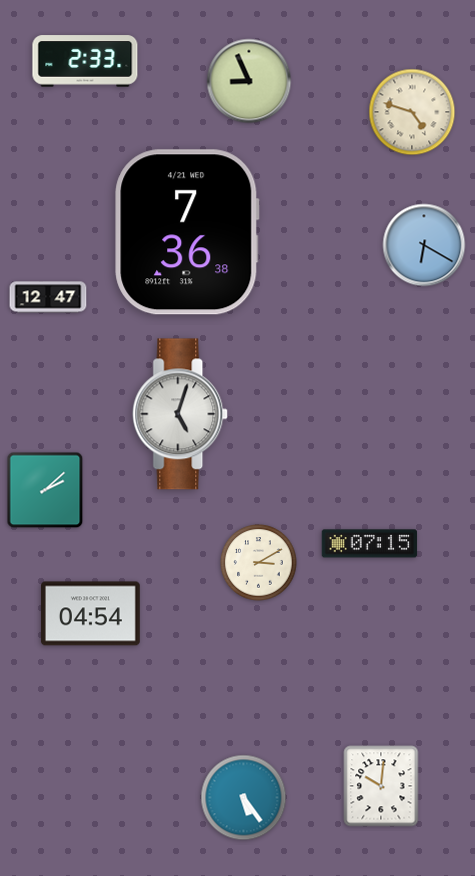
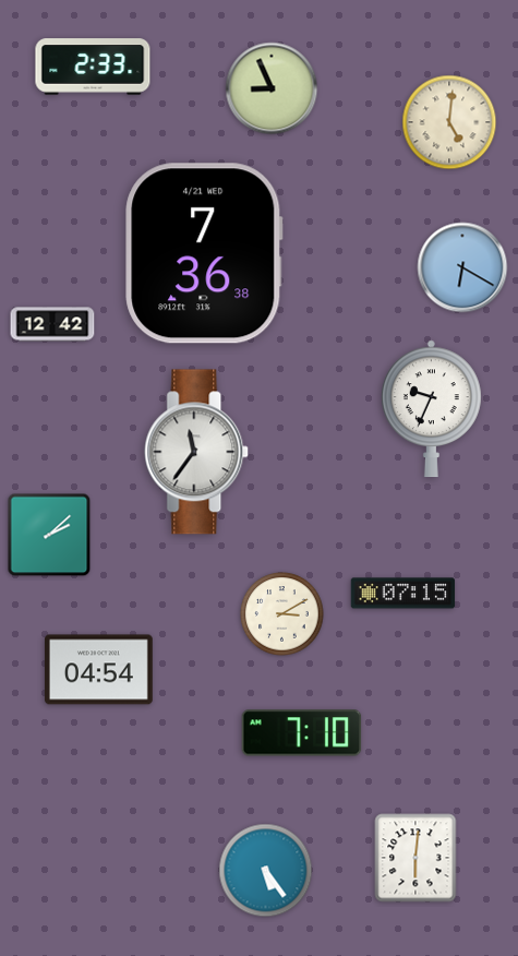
clock at (412, 112): 4:48 -> 5:01
clock at (48, 297): 12:47 -> 12:42
clock at (431, 409): none -> 9:34
clock at (181, 414): 5:03 -> 11:36
clock at (302, 733): none -> 7:10
clock at (381, 786): 10:01 -> 6:01
